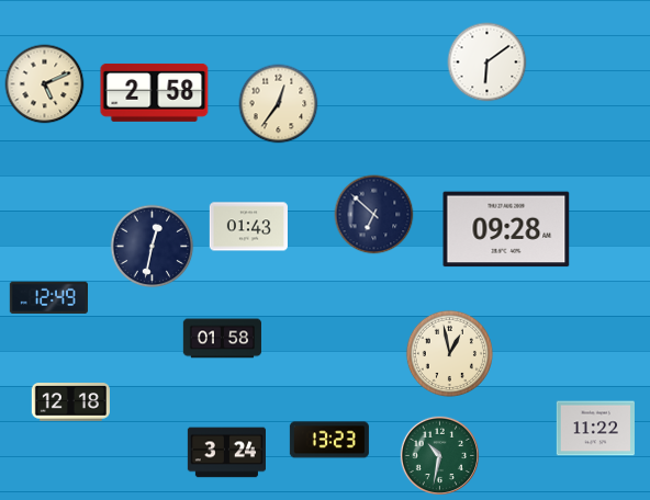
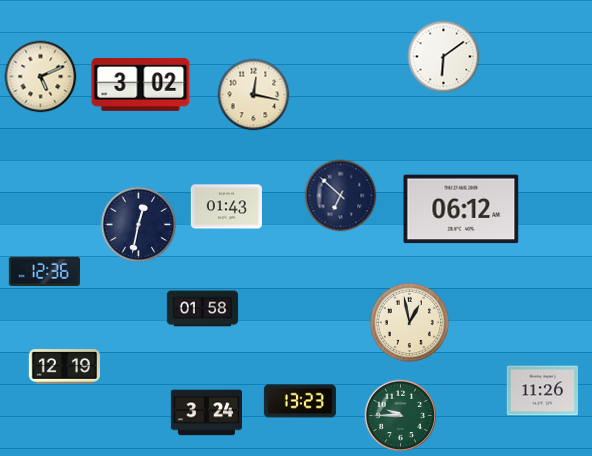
clock at (155, 92): 2:58 -> 3:02
clock at (279, 104): 12:36 -> 12:17
clock at (506, 229): 09:28 -> 06:12
clock at (48, 298): 12:49 -> 12:36
clock at (70, 402): 12:18 -> 12:19
clock at (595, 429): 11:22 -> 11:26
clock at (439, 455): 10:32 -> 9:45
